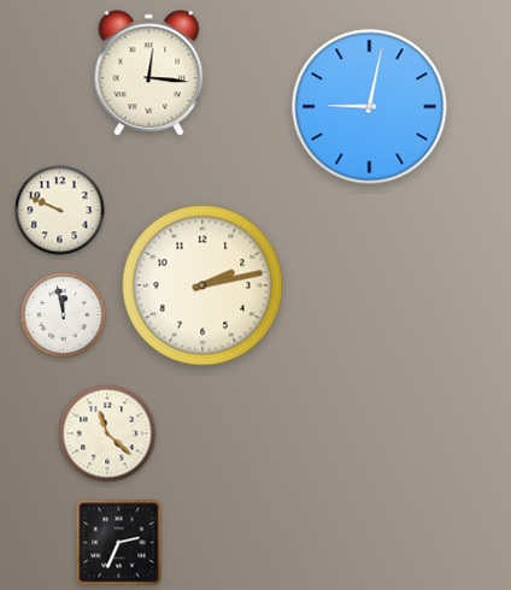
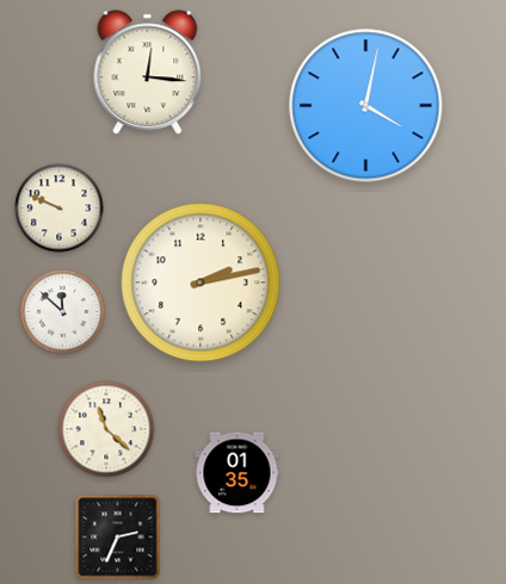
clock at (370, 107): 9:02 -> 4:02
clock at (64, 315): 11:58 -> 11:52
clock at (237, 473): none -> 01:35
